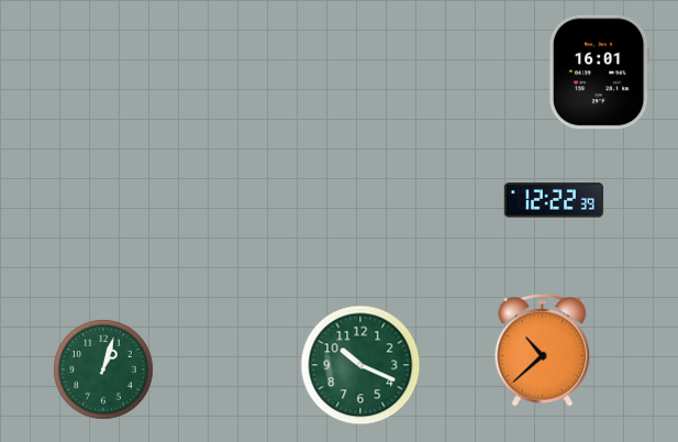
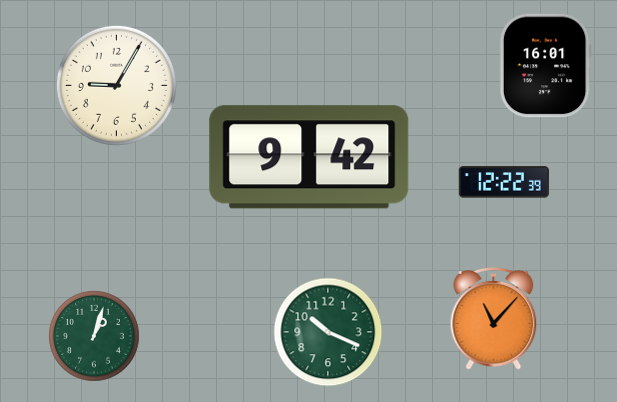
clock at (116, 85): none -> 9:05
clock at (309, 157): none -> 9:42
clock at (543, 351): 10:38 -> 11:07
